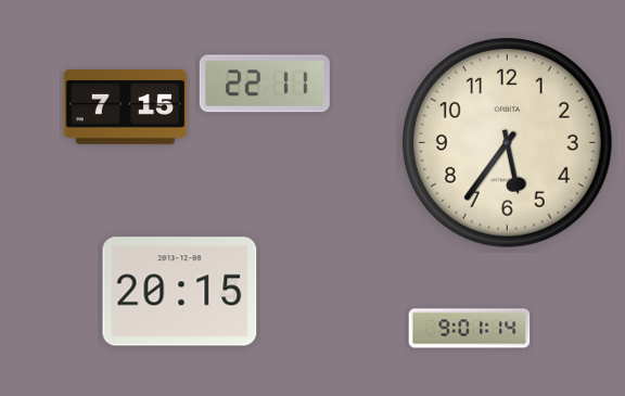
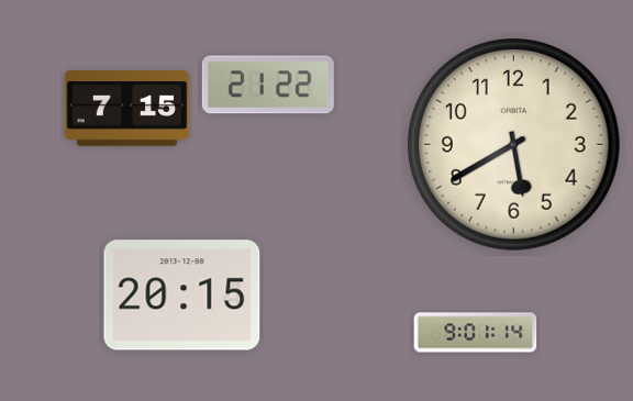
clock at (265, 84): 22:11 -> 21:22
clock at (507, 142): 5:36 -> 5:40
